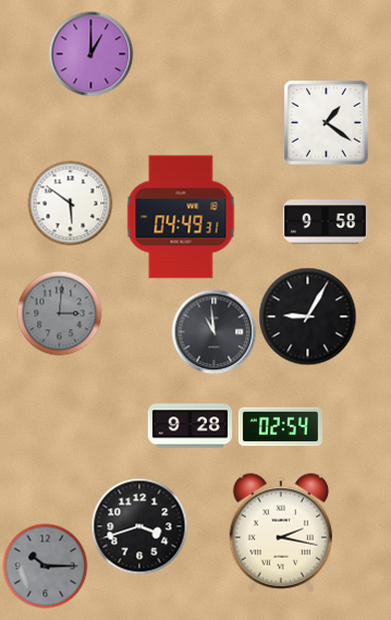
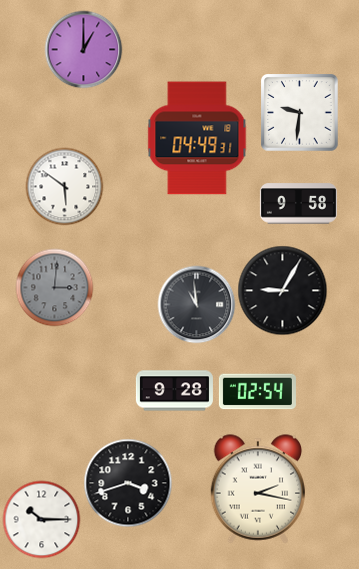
clock at (326, 122): 1:21 -> 9:31
clock at (181, 217) position: (181, 217) -> (197, 138)
clock at (45, 566) dial: grey -> white
